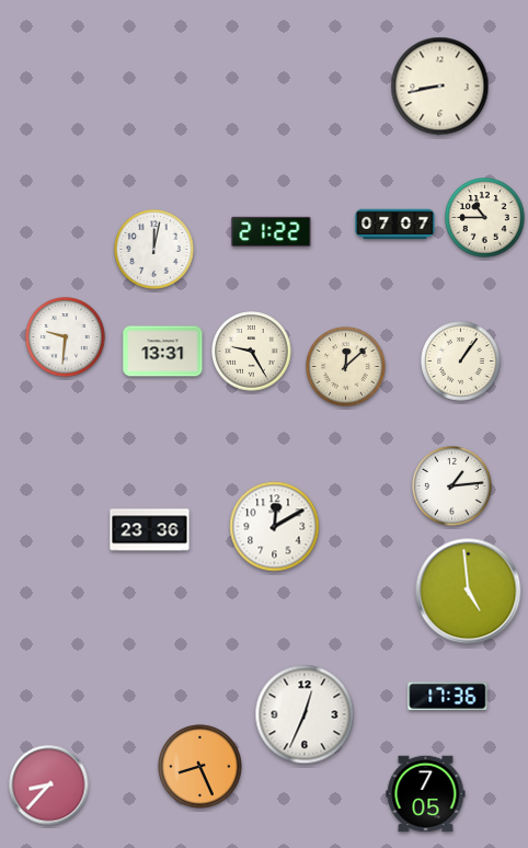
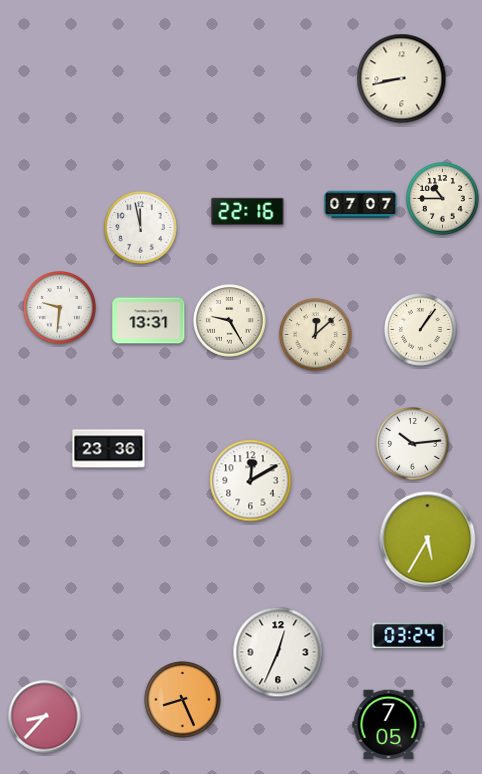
clock at (272, 231): 21:22 -> 22:16
clock at (154, 250): 12:02 -> 11:58
clock at (452, 486): 1:14 -> 10:14
clock at (150, 530) position: (150, 530) -> (109, 449)
clock at (469, 592): 4:59 -> 5:35
clock at (448, 697): 17:36 -> 03:24
